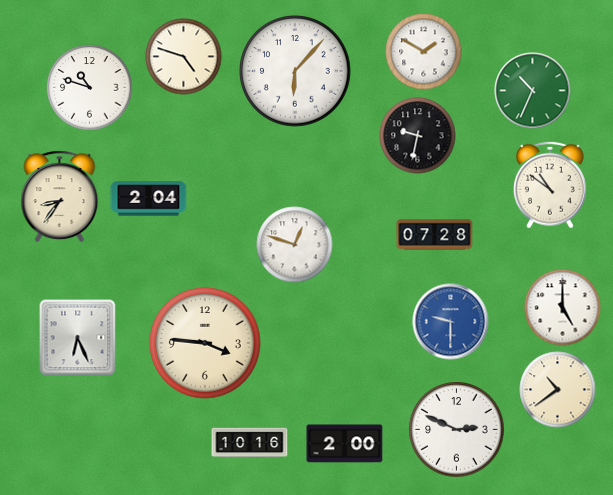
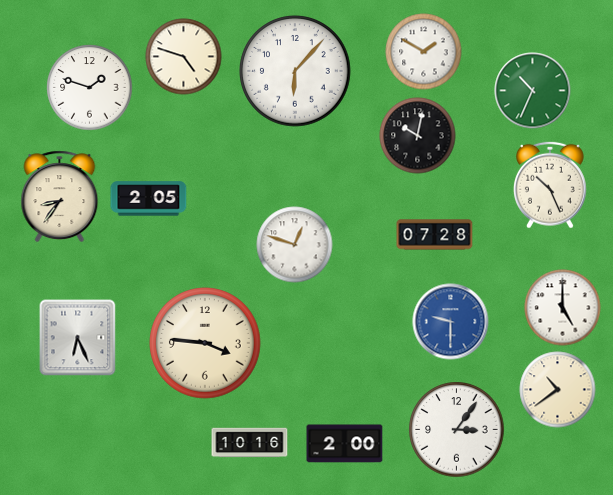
clock at (90, 88): 10:48 -> 1:48
clock at (418, 136): 9:32 -> 10:02
clock at (550, 185): 10:51 -> 10:26
clock at (149, 199): 2:04 -> 2:05
clock at (457, 430): 2:49 -> 3:06
